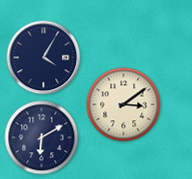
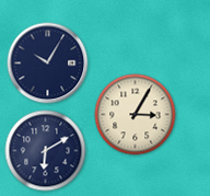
clock at (44, 58): 4:05 -> 10:05
clock at (124, 105): 3:09 -> 3:05
